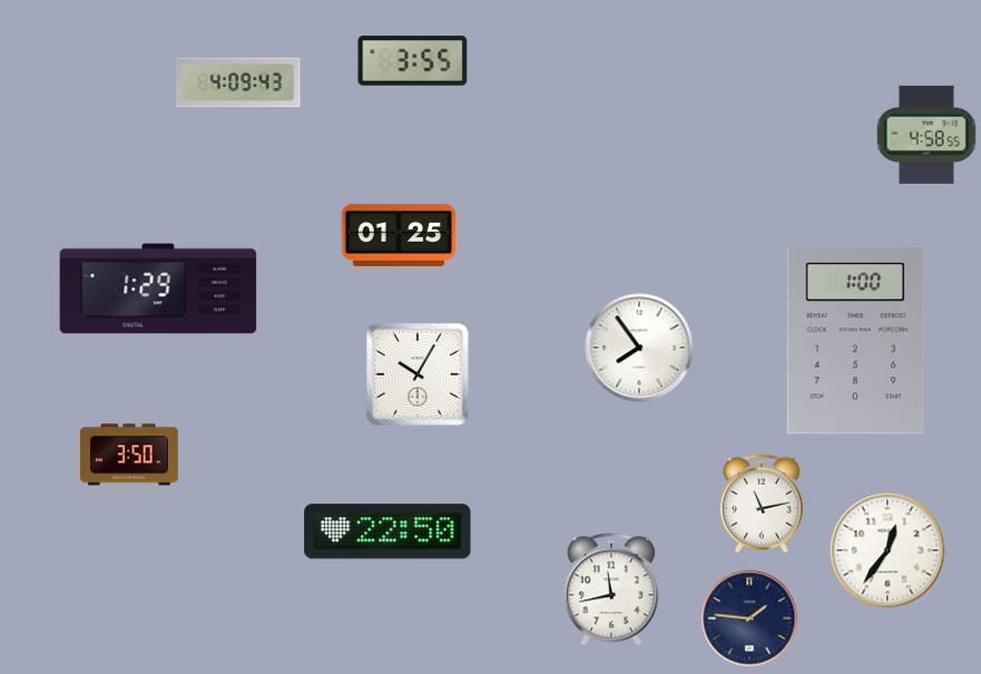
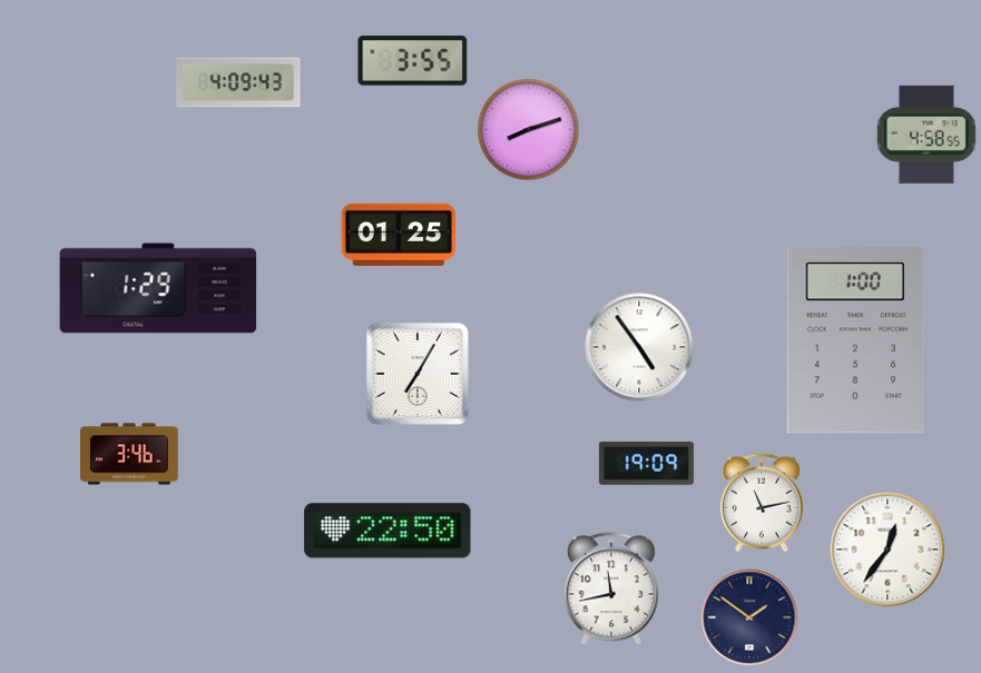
clock at (529, 130): none -> 8:12
clock at (639, 348): 7:54 -> 4:54
clock at (418, 374): 10:05 -> 7:05
clock at (130, 455): 3:50 -> 3:46
clock at (646, 464): none -> 19:09
clock at (749, 618): 1:46 -> 1:51
